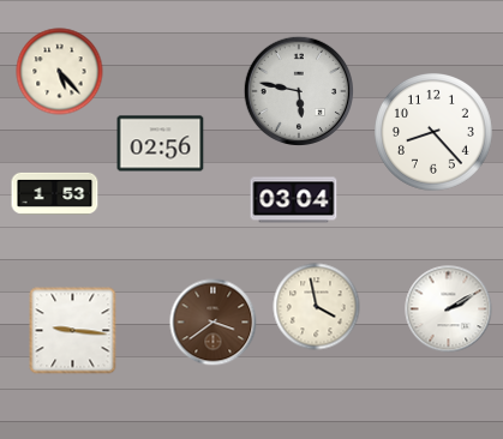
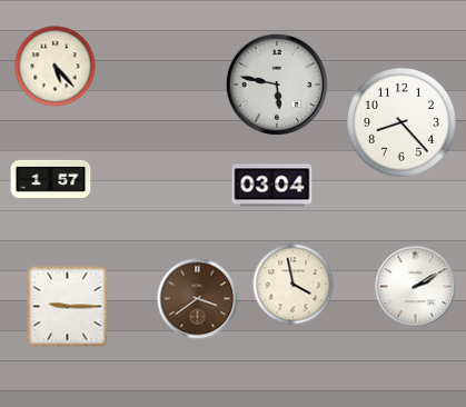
clock at (161, 144): 02:56 -> none
clock at (55, 193): 1:53 -> 1:57
clock at (73, 331): 9:16 -> 9:15
